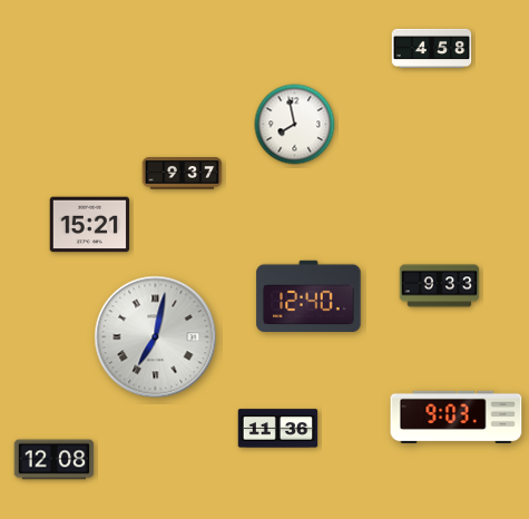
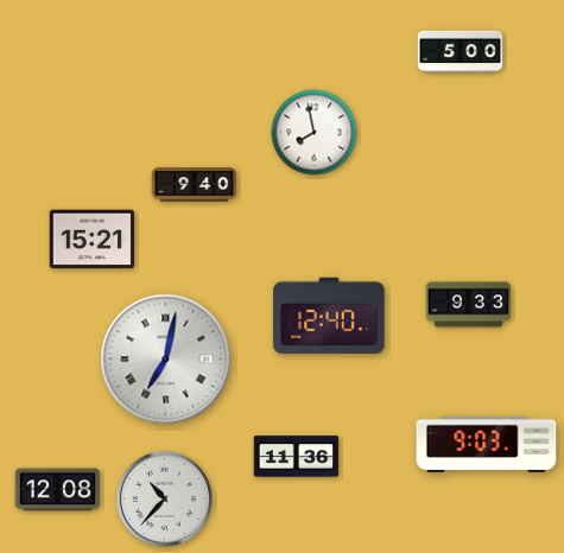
clock at (432, 48): 4:58 -> 5:00
clock at (183, 174): 9:37 -> 9:40
clock at (90, 225) position: (90, 225) -> (93, 240)
clock at (164, 498): none -> 10:37
